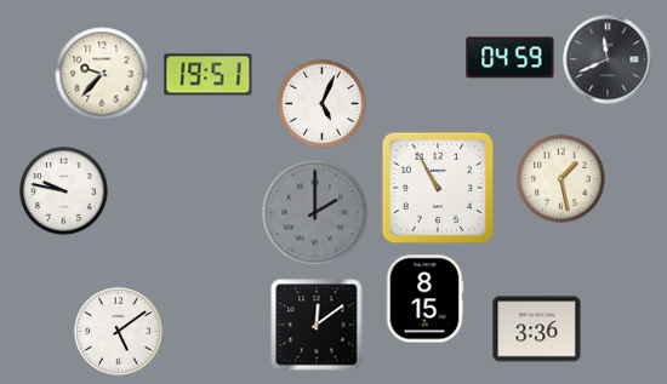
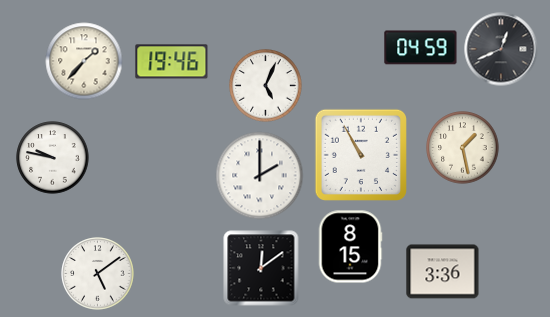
clock at (608, 59): 11:41 -> 12:41
clock at (102, 74): 9:37 -> 1:37
clock at (209, 75): 19:51 -> 19:46
clock at (315, 213) dial: grey -> white
